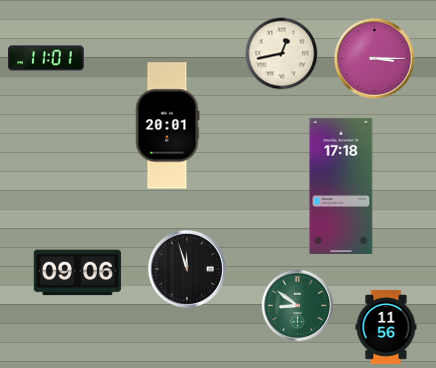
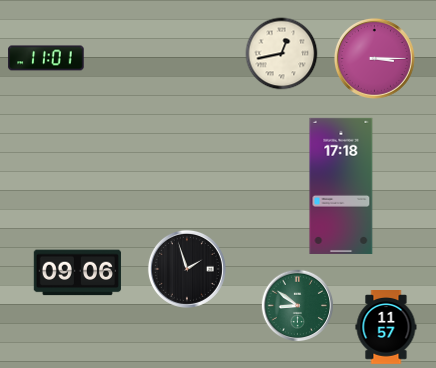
clock at (167, 126): 20:01 -> none
clock at (187, 269): 11:57 -> 1:57
clock at (386, 328): 11:56 -> 11:57
